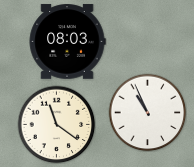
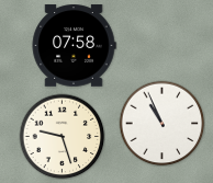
clock at (67, 42): 08:03 -> 07:58
clock at (56, 124): 11:21 -> 9:27
